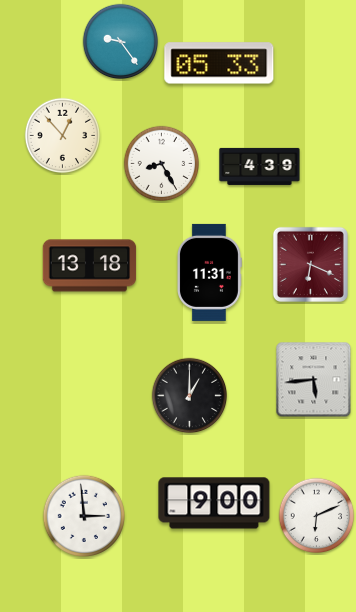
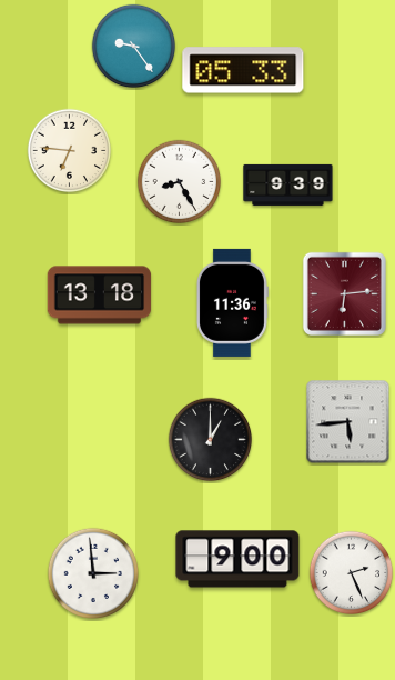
clock at (63, 136): 12:53 -> 6:46
clock at (260, 166): 4:39 -> 9:39
clock at (310, 264): 6:19 -> 6:14
clock at (209, 272): 11:31 -> 11:36
clock at (317, 516): 6:11 -> 2:26
